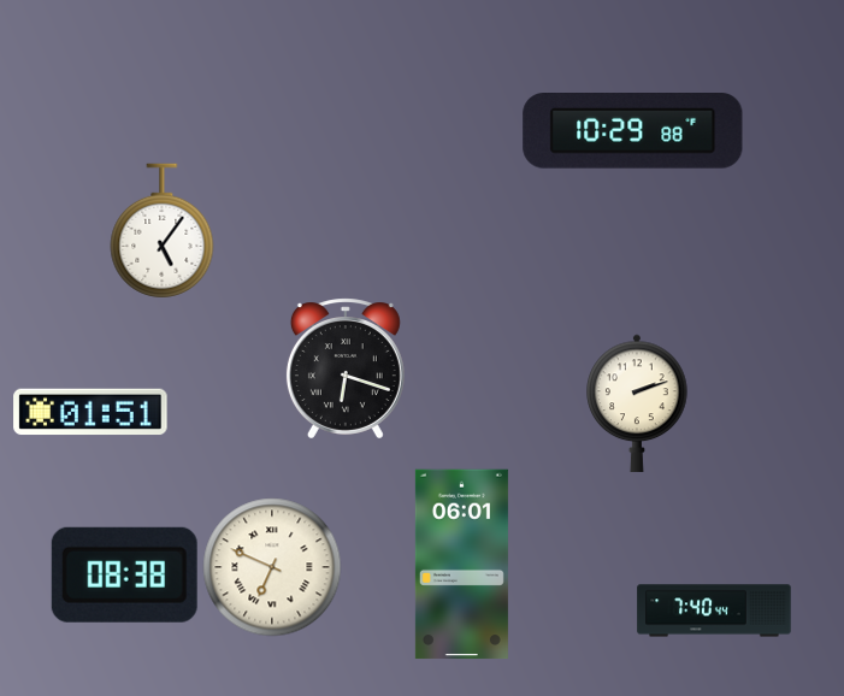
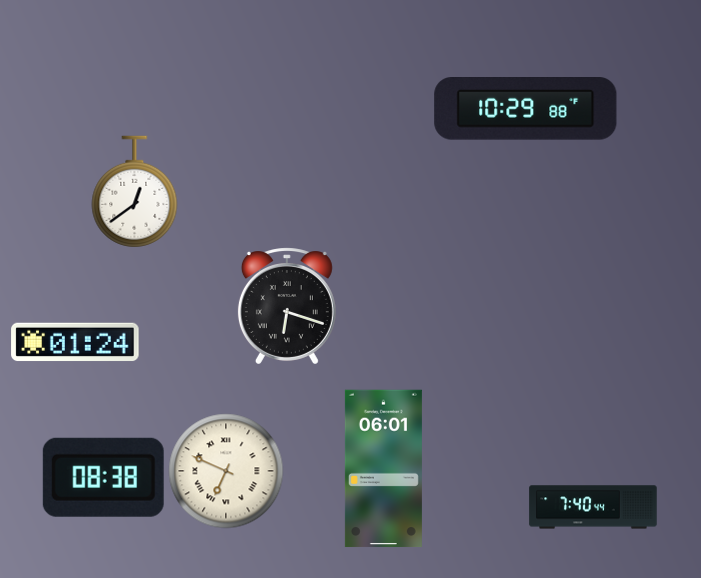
clock at (163, 231): 5:06 -> 12:39
clock at (637, 403): 2:12 -> none
clock at (90, 412): 01:51 -> 01:24
